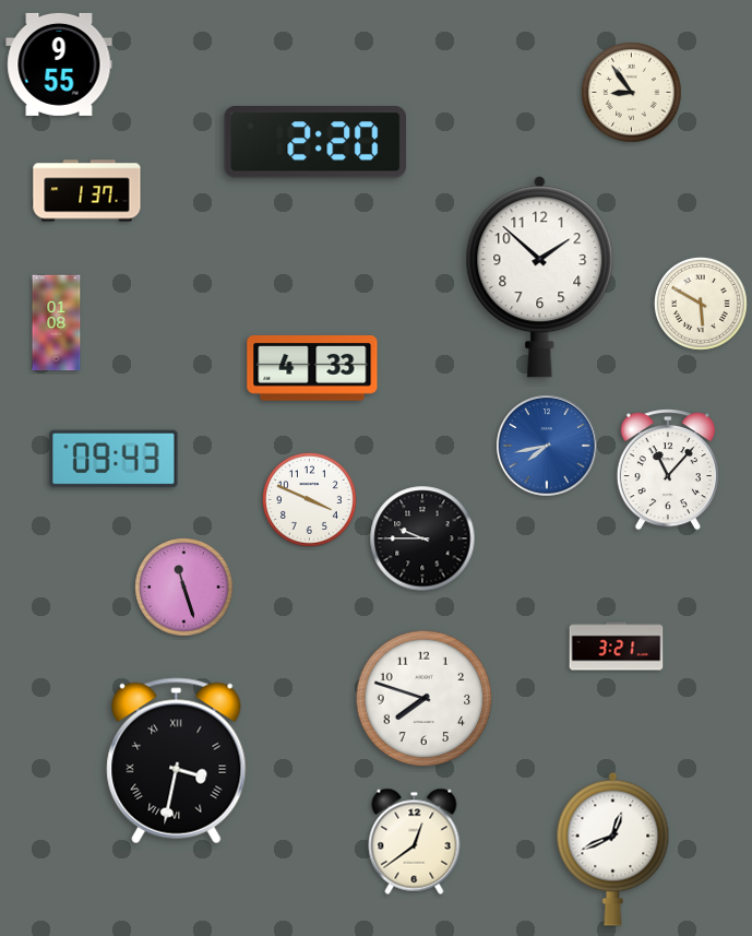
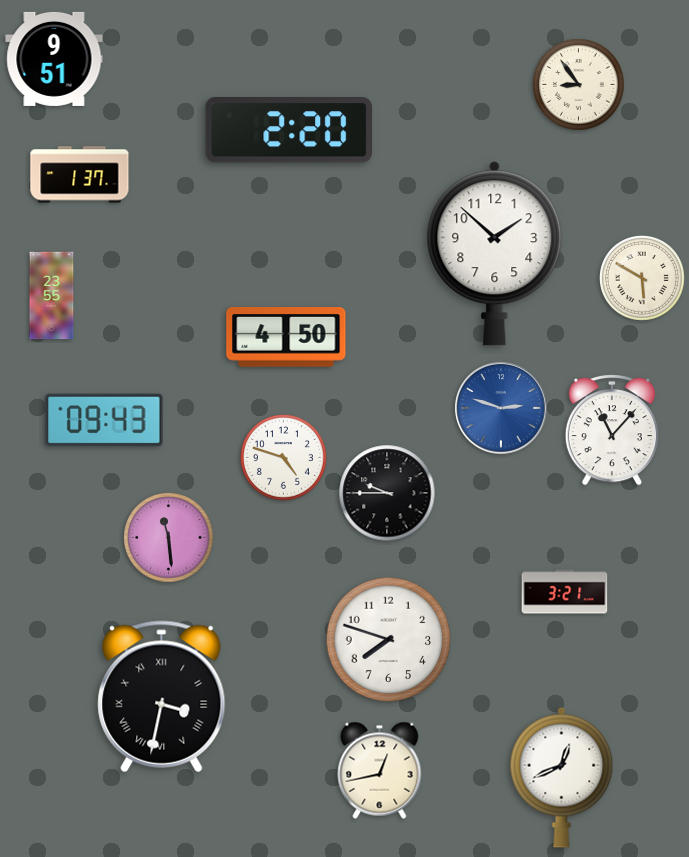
clock at (59, 64): 9:55 -> 9:51
clock at (57, 323): 01:08 -> 23:55
clock at (312, 369): 4:33 -> 4:50
clock at (547, 446): 7:43 -> 2:48
clock at (309, 499): 3:49 -> 4:48
clock at (184, 588): 11:27 -> 11:29
clock at (415, 841): 12:39 -> 12:43
